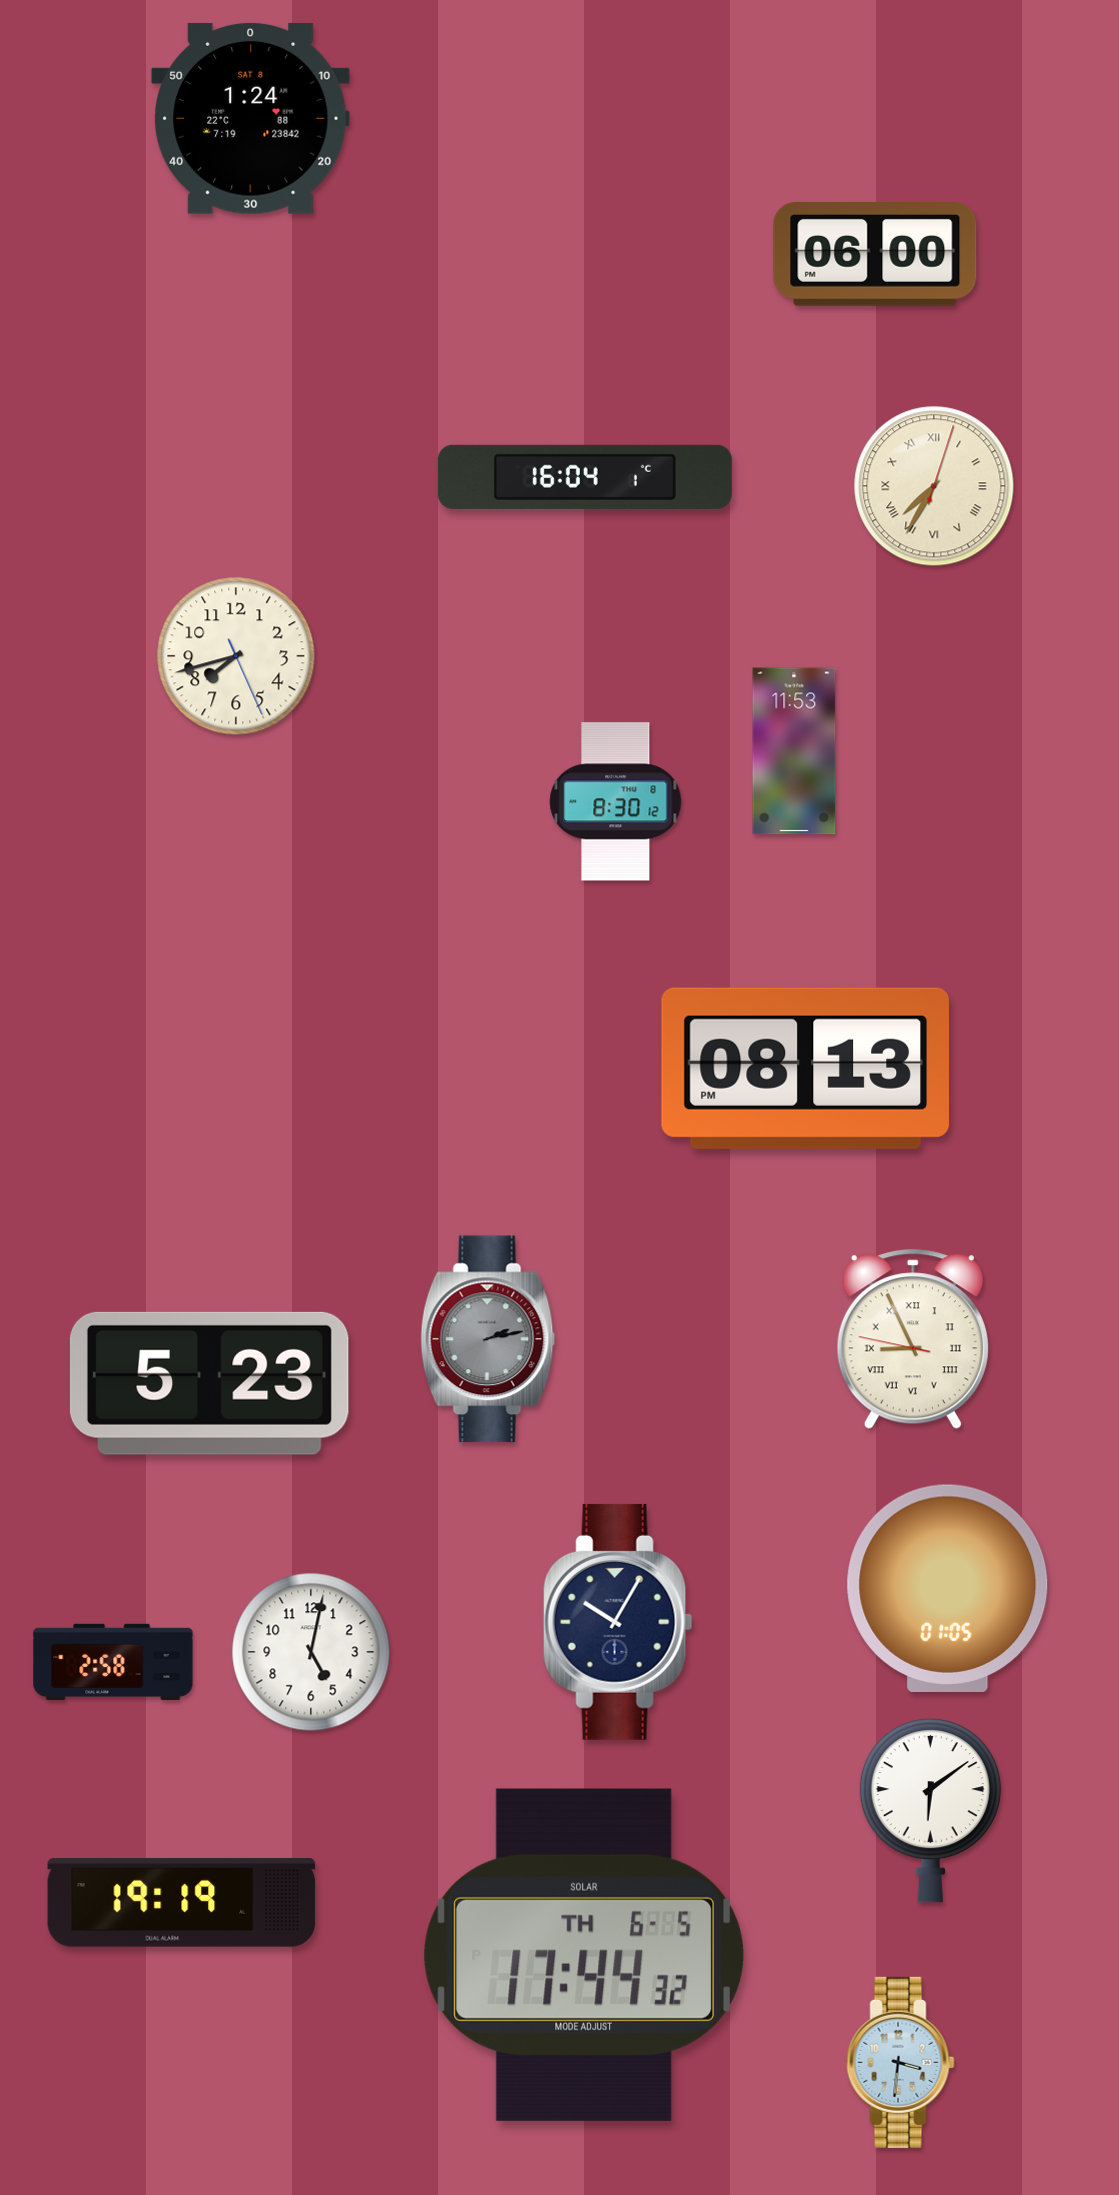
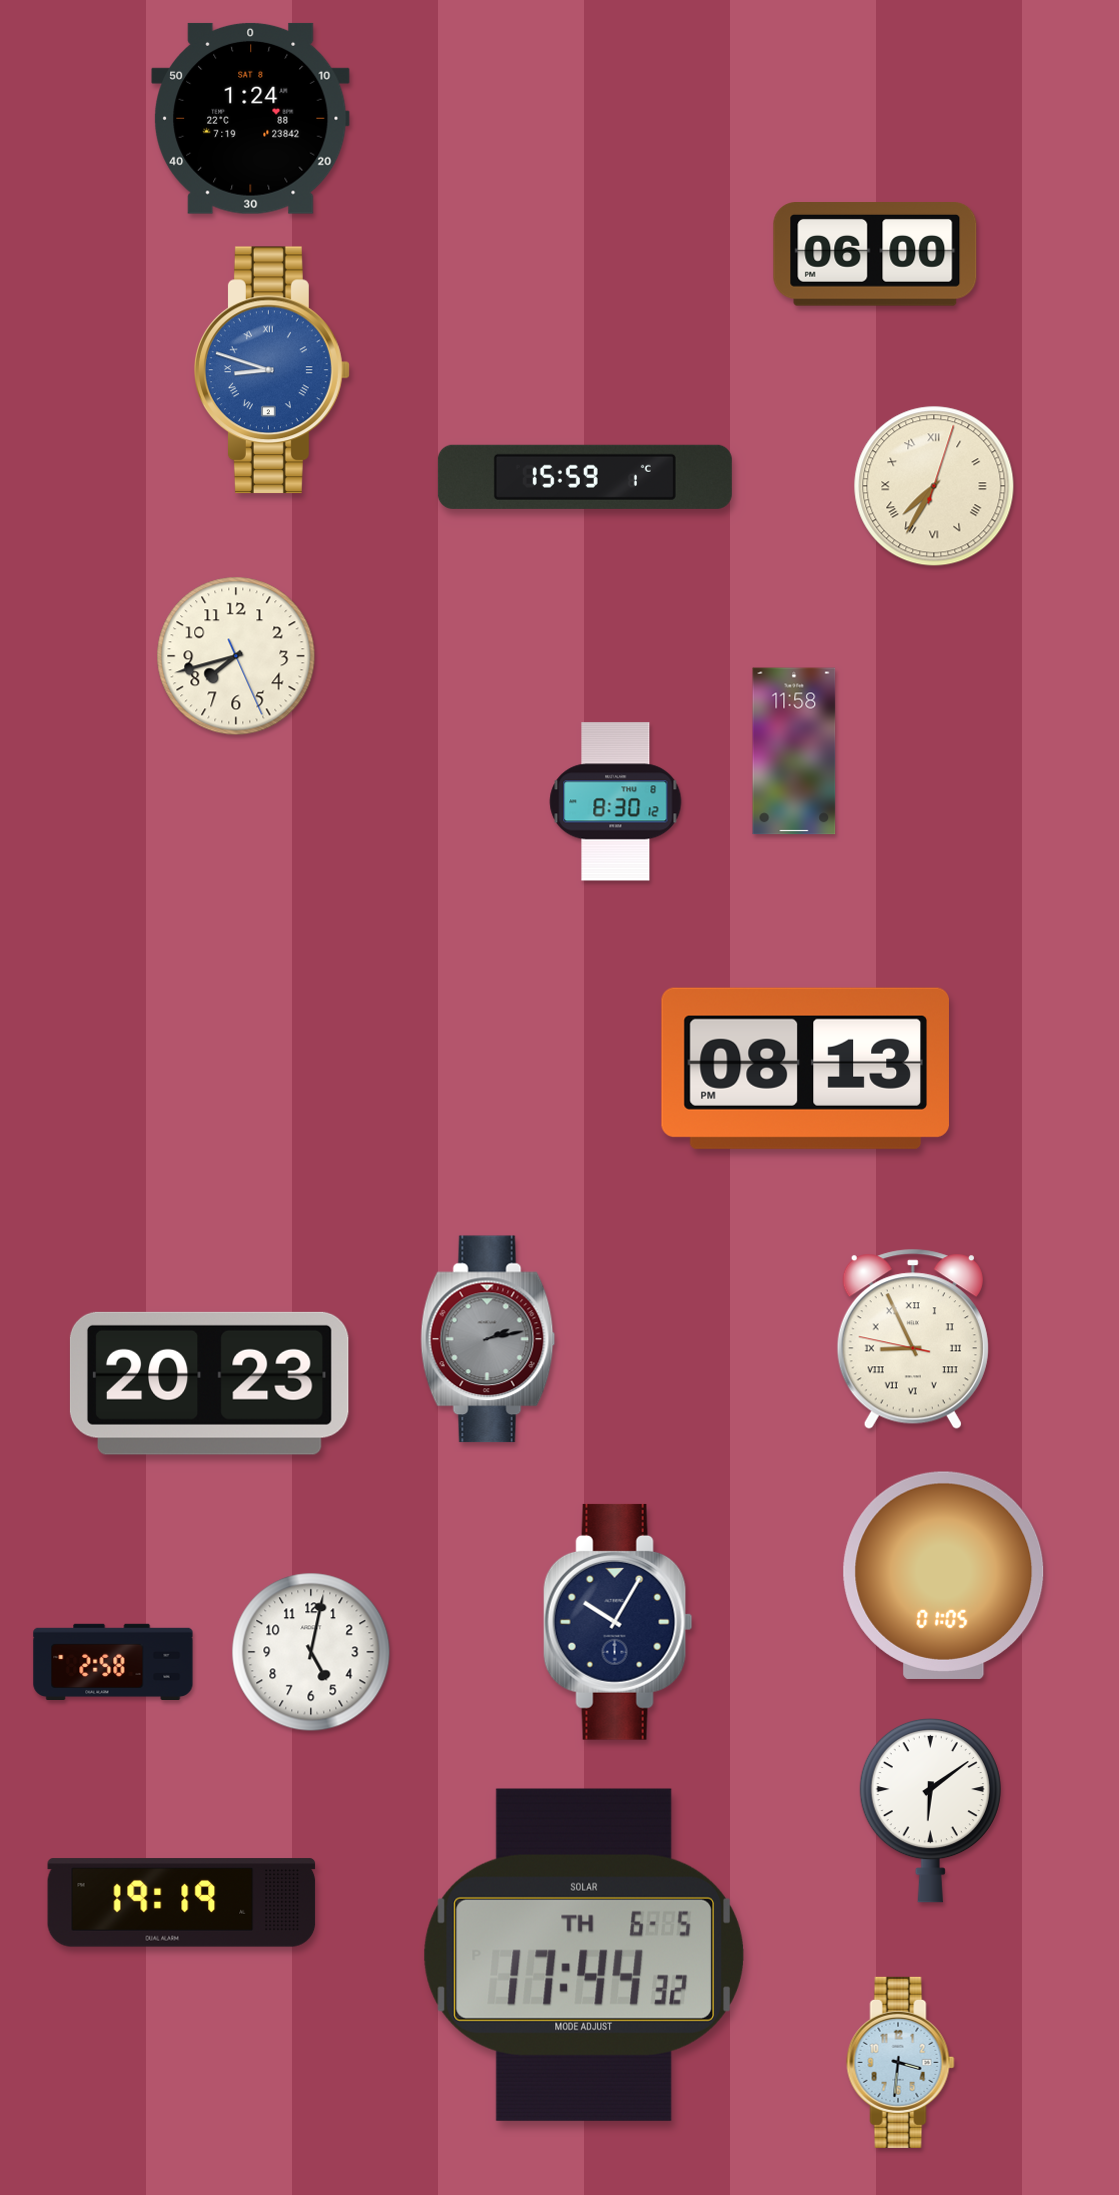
clock at (273, 370): none -> 8:48
clock at (585, 477): 16:04 -> 15:59
clock at (794, 751): 11:53 -> 11:58
clock at (209, 1383): 5:23 -> 20:23
clock at (948, 1588) position: (948, 1588) -> (944, 1575)
